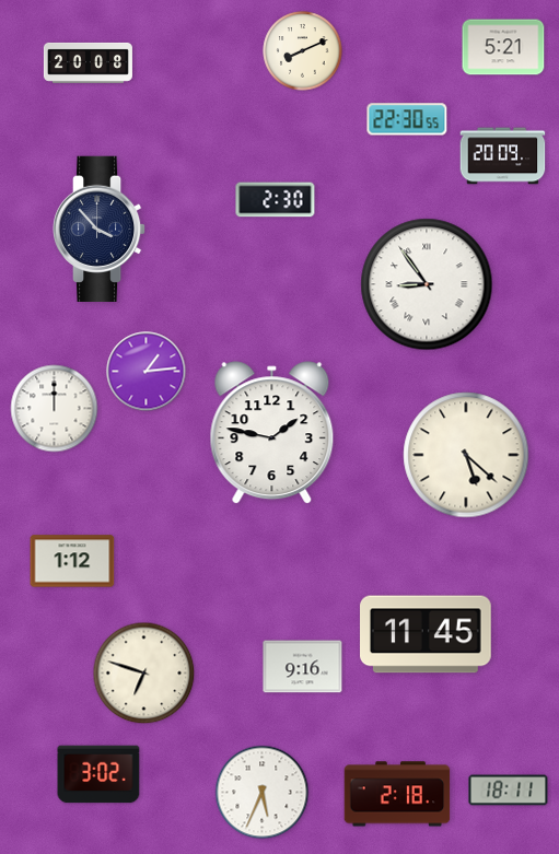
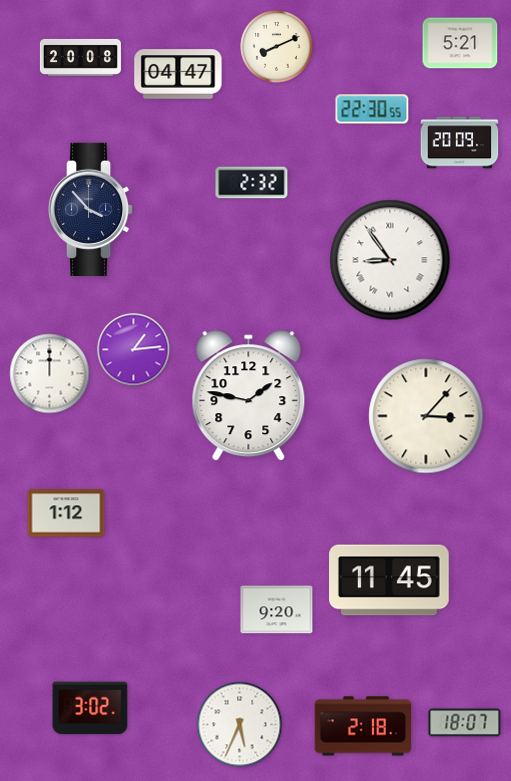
clock at (178, 74): none -> 04:47
clock at (276, 200): 2:30 -> 2:32
clock at (147, 372) position: (147, 372) -> (134, 350)
clock at (466, 455): 5:22 -> 3:07
clock at (303, 667): 9:16 -> 9:20
clock at (144, 674): 6:48 -> none
clock at (509, 791): 18:11 -> 18:07
